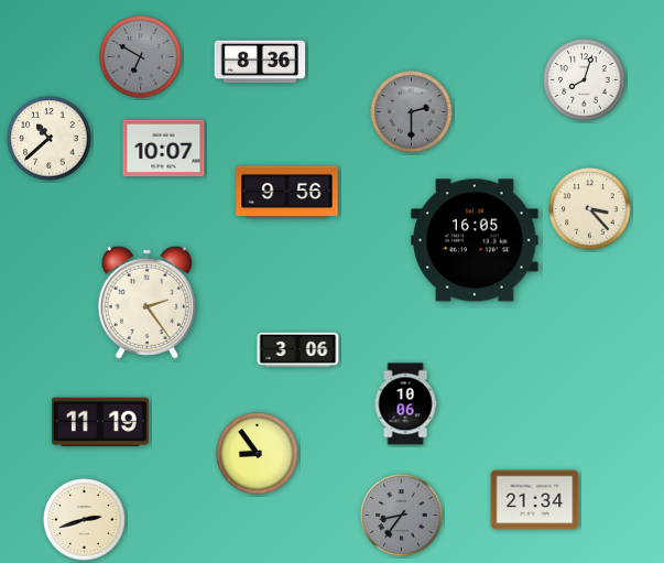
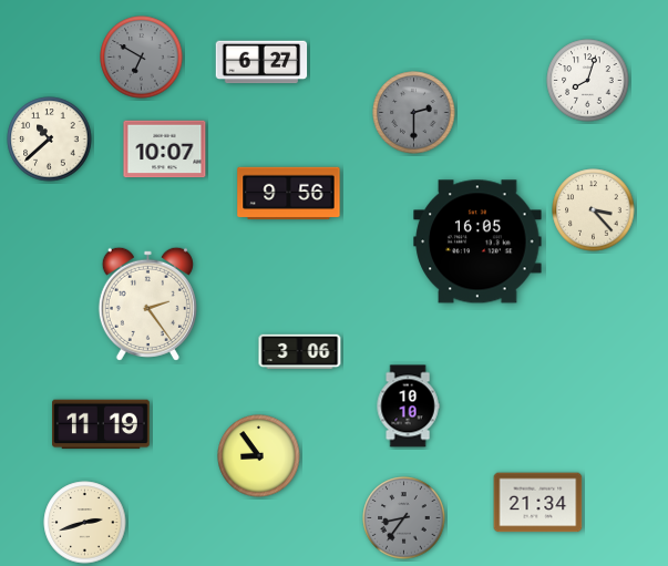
clock at (260, 62): 8:36 -> 6:27
clock at (405, 404): 10:06 -> 10:10
